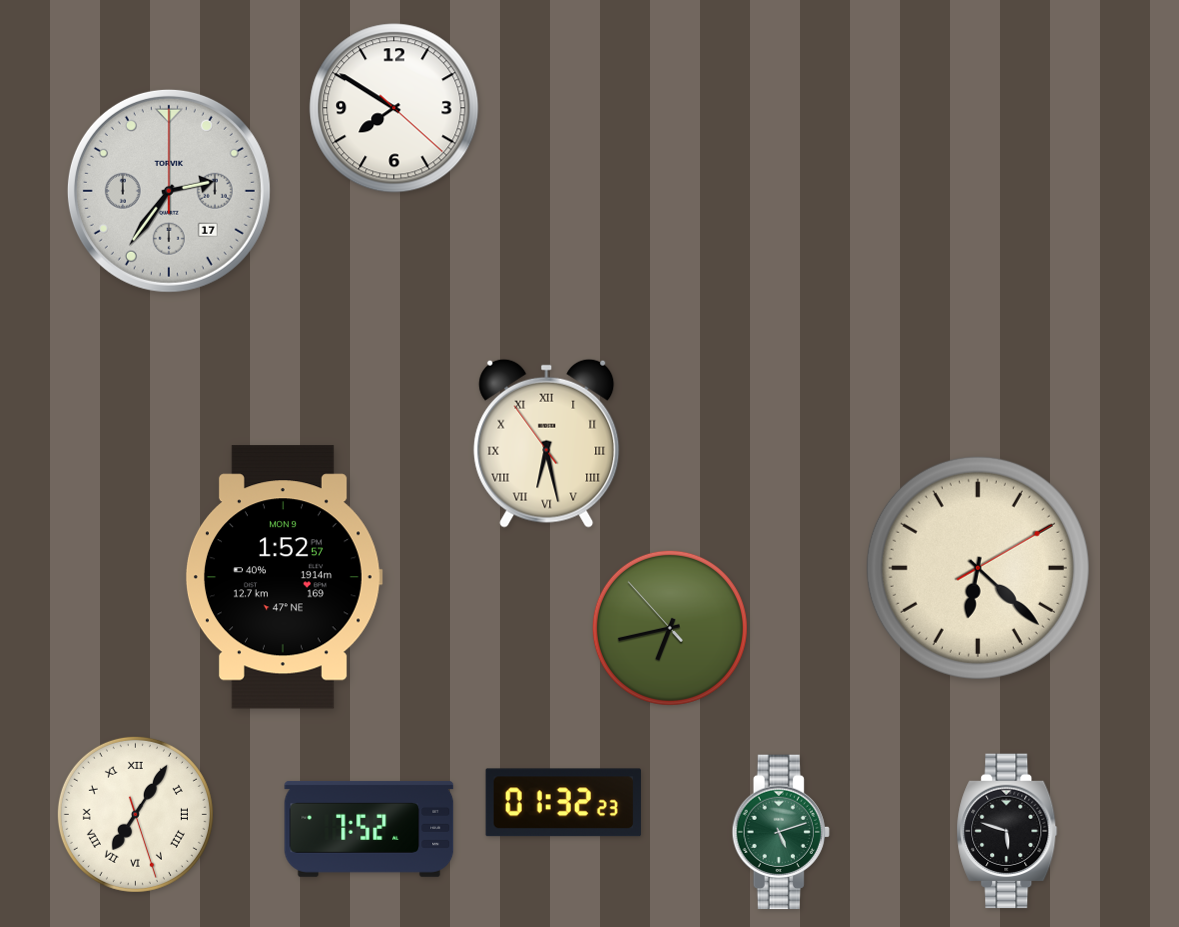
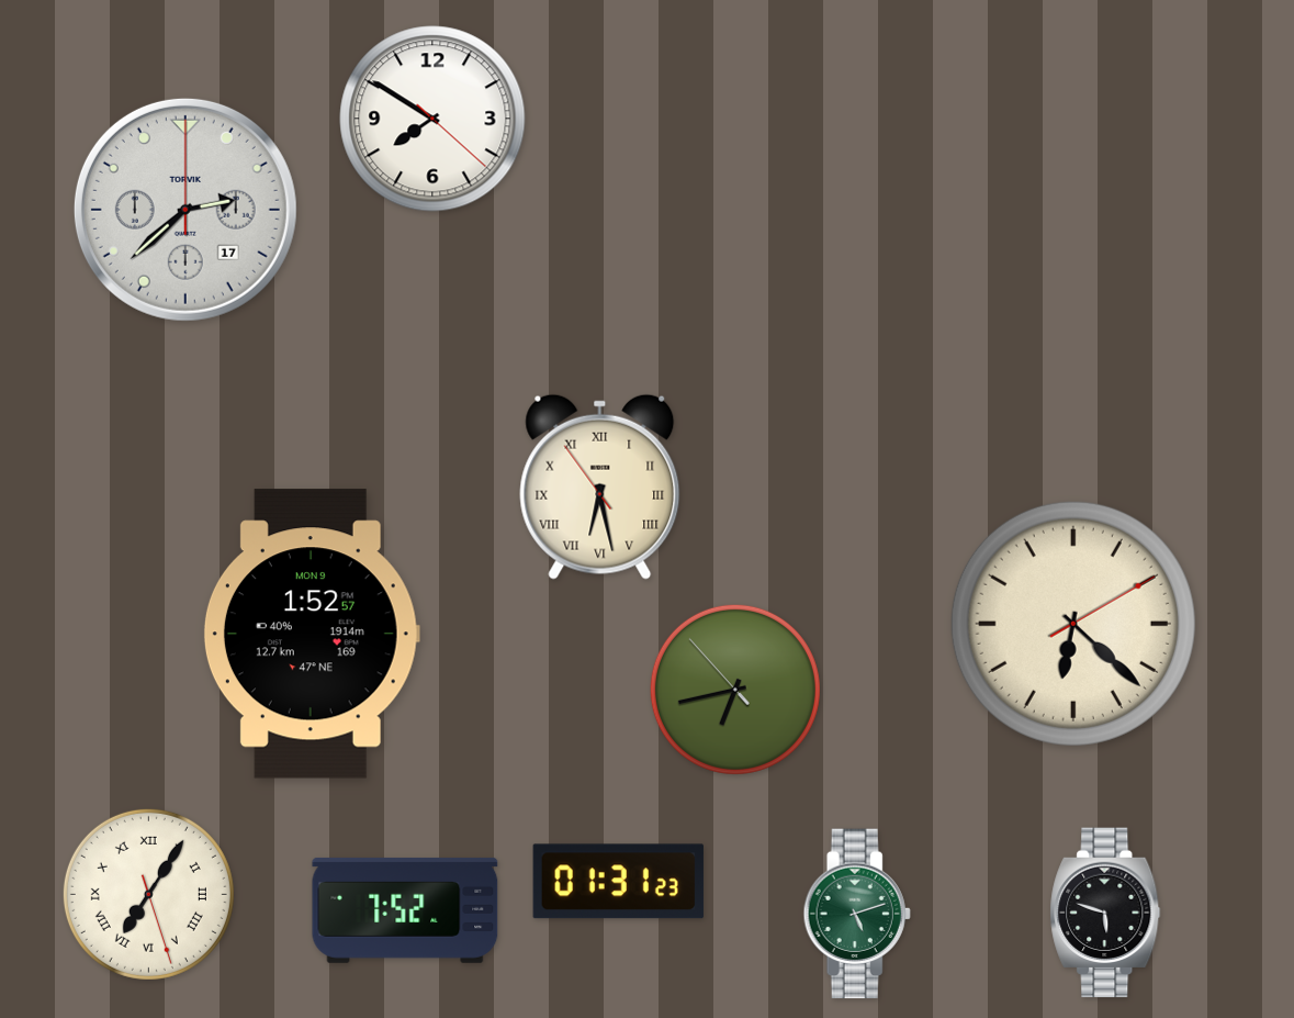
clock at (169, 191): 2:36 -> 2:38
clock at (563, 803): 01:32 -> 01:31
